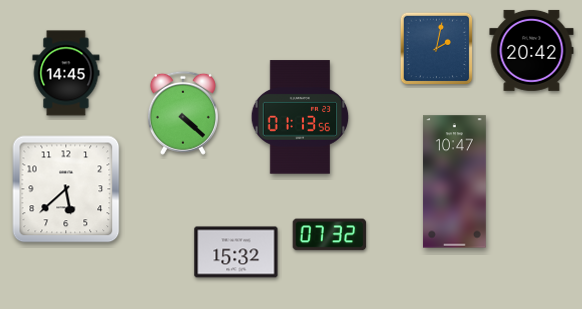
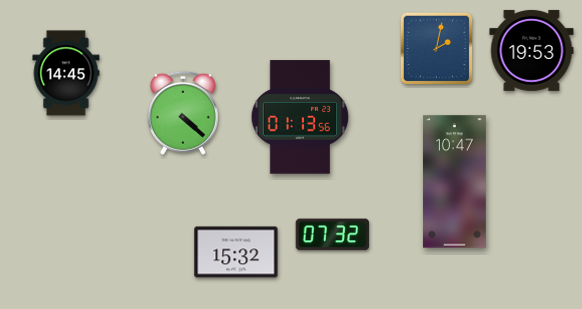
clock at (532, 50): 20:42 -> 19:53
clock at (66, 189): 5:38 -> none
clock at (330, 235) position: (330, 235) -> (333, 235)
